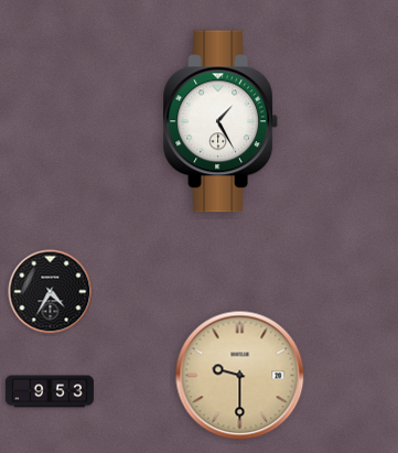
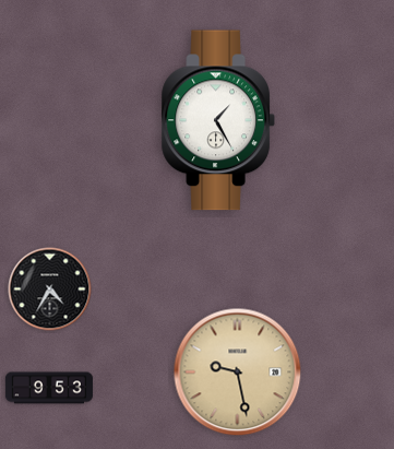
clock at (240, 376): 9:30 -> 9:28
